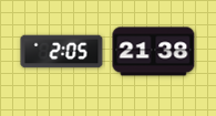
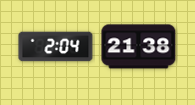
clock at (62, 52): 2:05 -> 2:04
